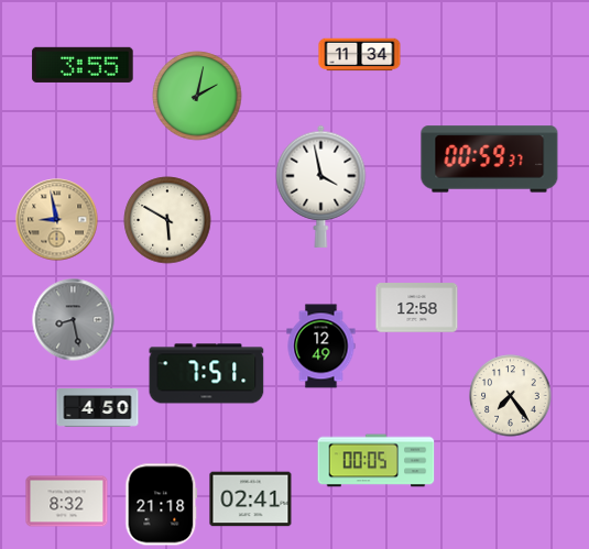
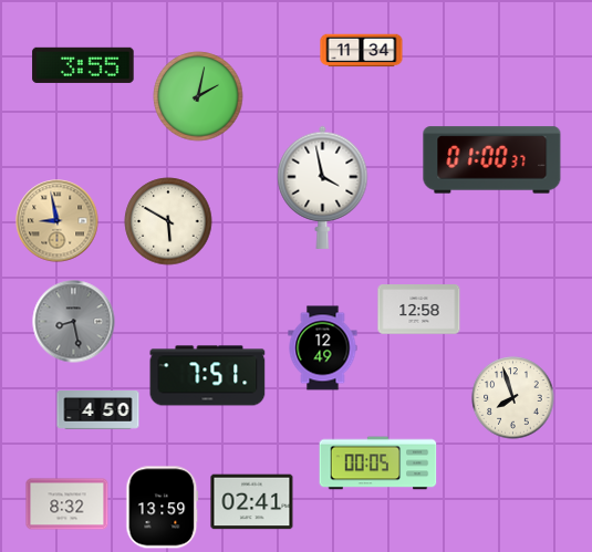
clock at (360, 55) position: (360, 55) -> (362, 51)
clock at (490, 160): 00:59 -> 01:00
clock at (511, 396): 7:24 -> 7:57
clock at (162, 505): 21:18 -> 13:59
